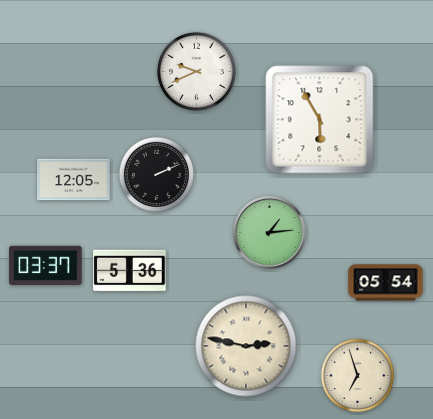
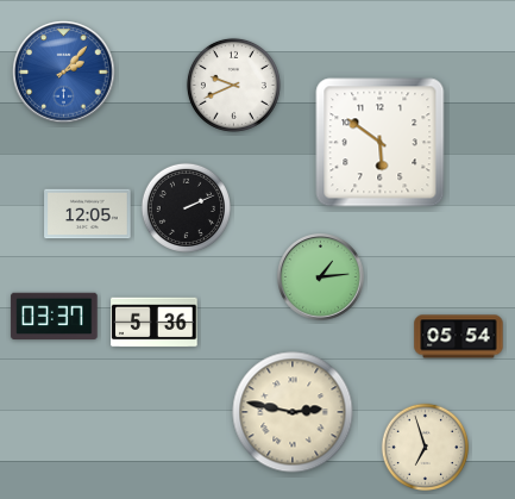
clock at (64, 73): none -> 2:07
clock at (320, 120): 5:55 -> 5:51
